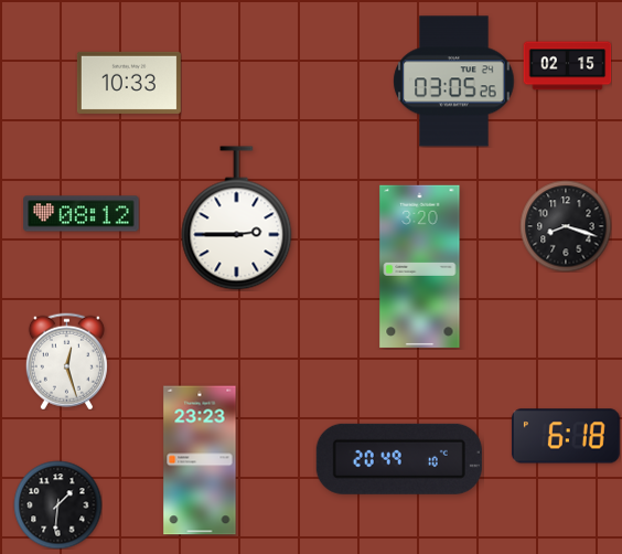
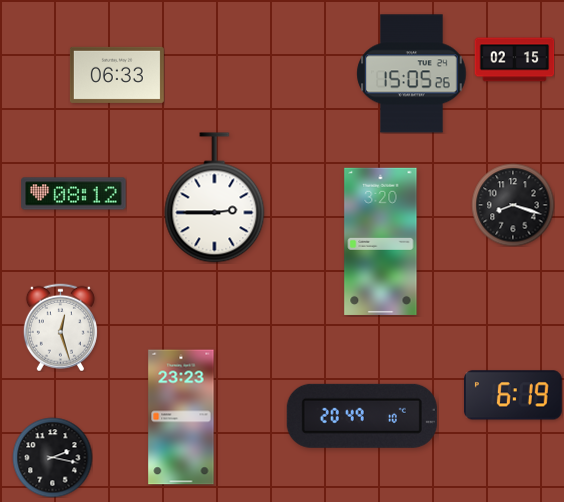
clock at (454, 82): 03:05 -> 15:05
clock at (129, 83): 10:33 -> 06:33
clock at (566, 436): 6:18 -> 6:19
clock at (57, 504): 1:31 -> 2:17
